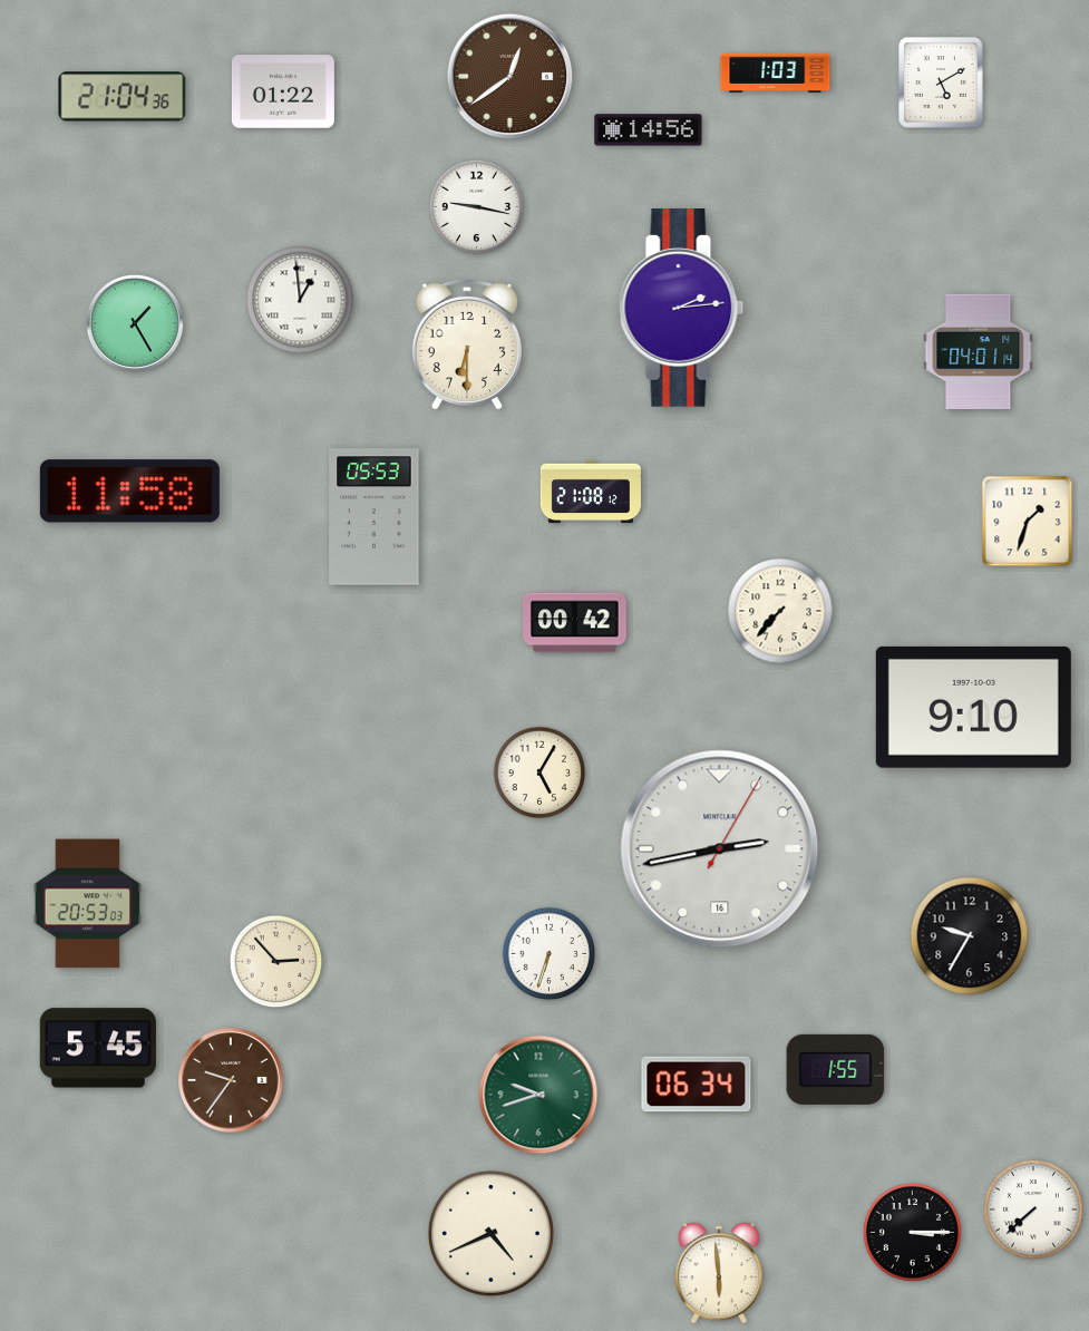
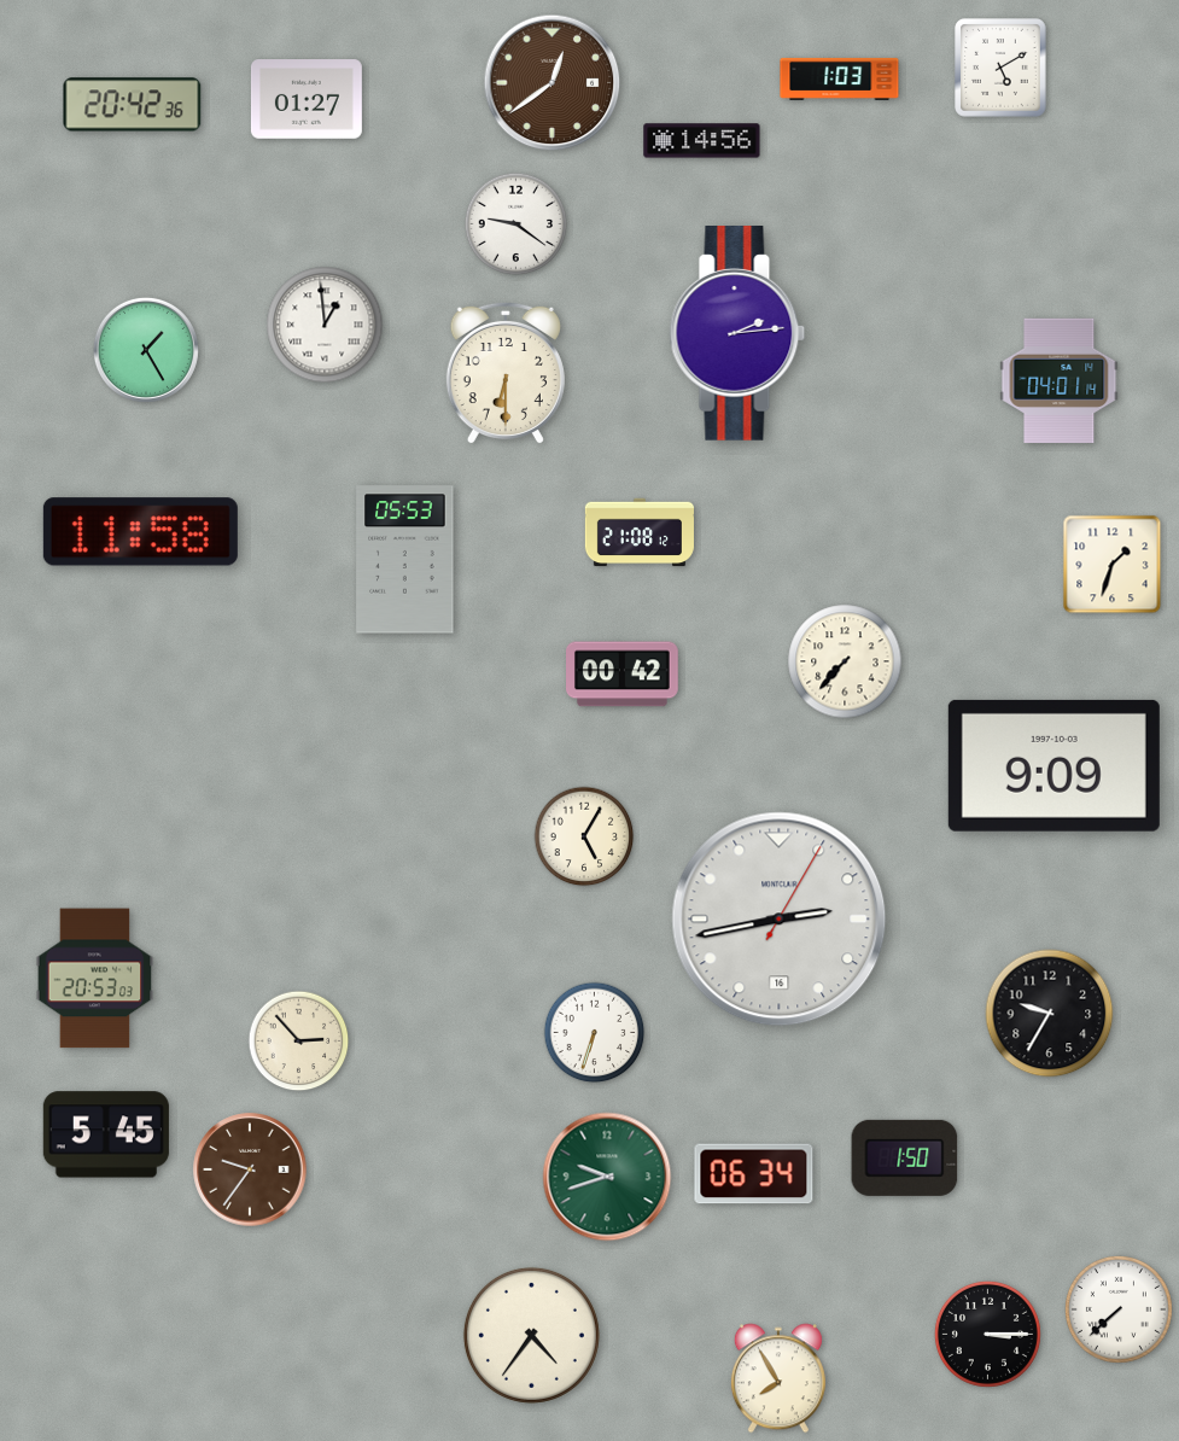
clock at (941, 82) position: (941, 82) -> (1000, 68)
clock at (283, 91): 01:22 -> 01:27
clock at (123, 97): 21:04 -> 20:42
clock at (477, 207): 9:17 -> 9:21
clock at (973, 707): 9:10 -> 9:09
clock at (836, 1069): 1:55 -> 1:50
clock at (538, 1095) position: (538, 1095) -> (607, 1177)
clock at (490, 1233): 4:41 -> 4:36
clock at (719, 1273): 5:59 -> 7:55
